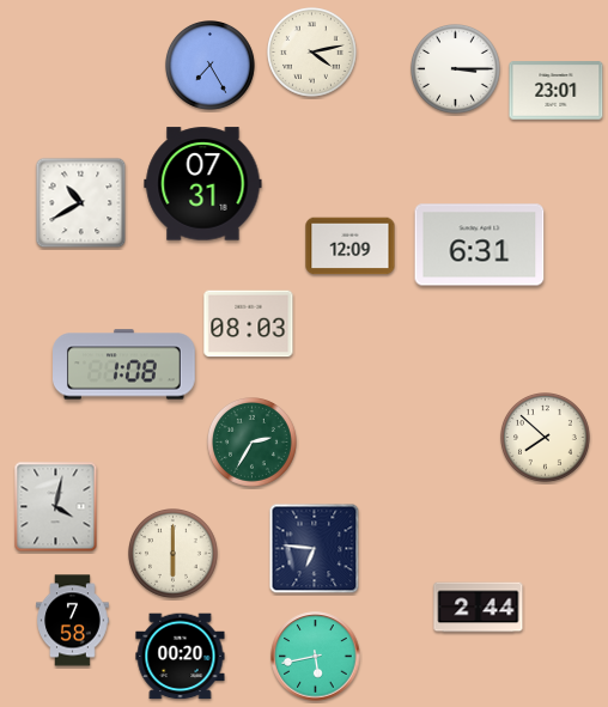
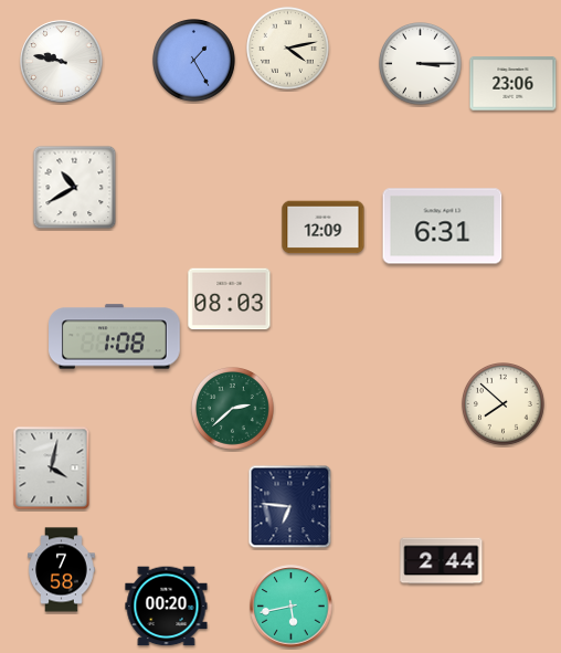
clock at (211, 66): 7:25 -> 1:25
clock at (62, 62): none -> 9:47
clock at (557, 91): 23:01 -> 23:06
clock at (203, 184): 07:31 -> none
clock at (253, 443): 2:35 -> 2:38
clock at (174, 554): 6:00 -> none
clock at (73, 621) position: (73, 621) -> (62, 570)
